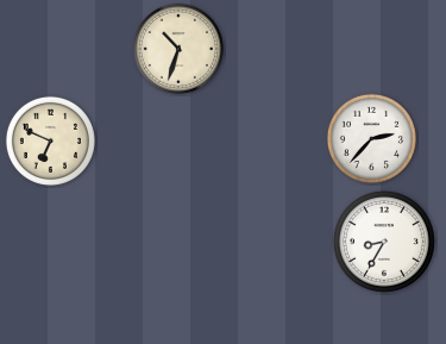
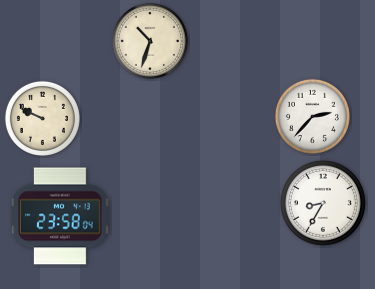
clock at (50, 140): 6:49 -> 9:49
clock at (60, 216): none -> 23:58
